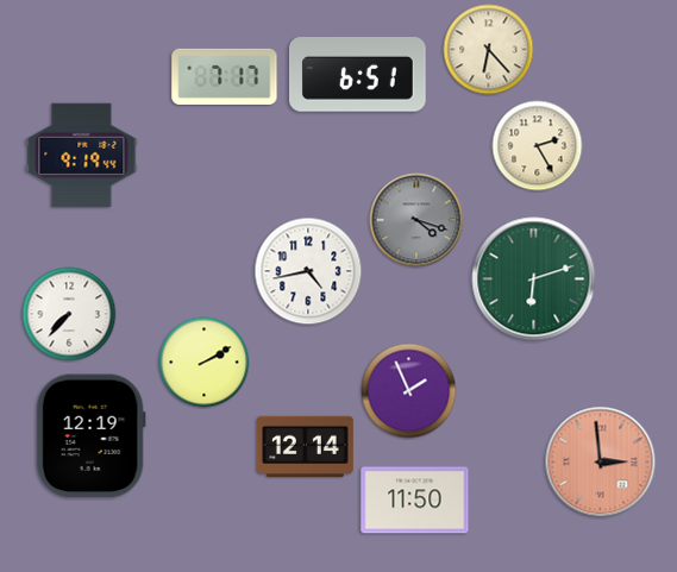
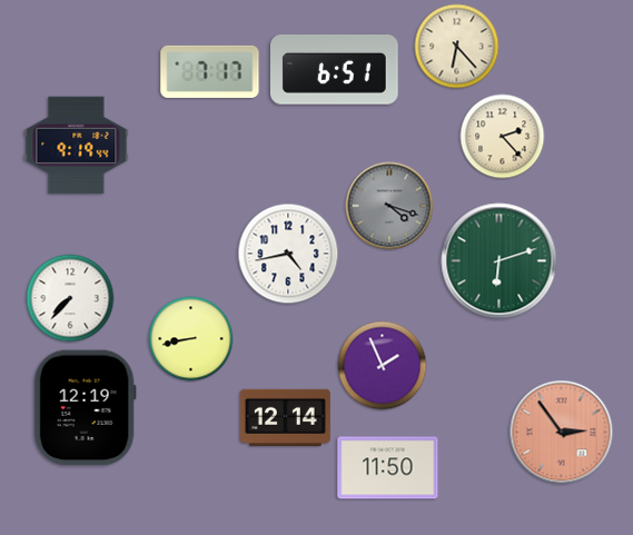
clock at (538, 146): 2:25 -> 2:23
clock at (69, 314) position: (69, 314) -> (70, 298)
clock at (205, 363): 2:10 -> 8:43
clock at (601, 463): 2:59 -> 2:54
